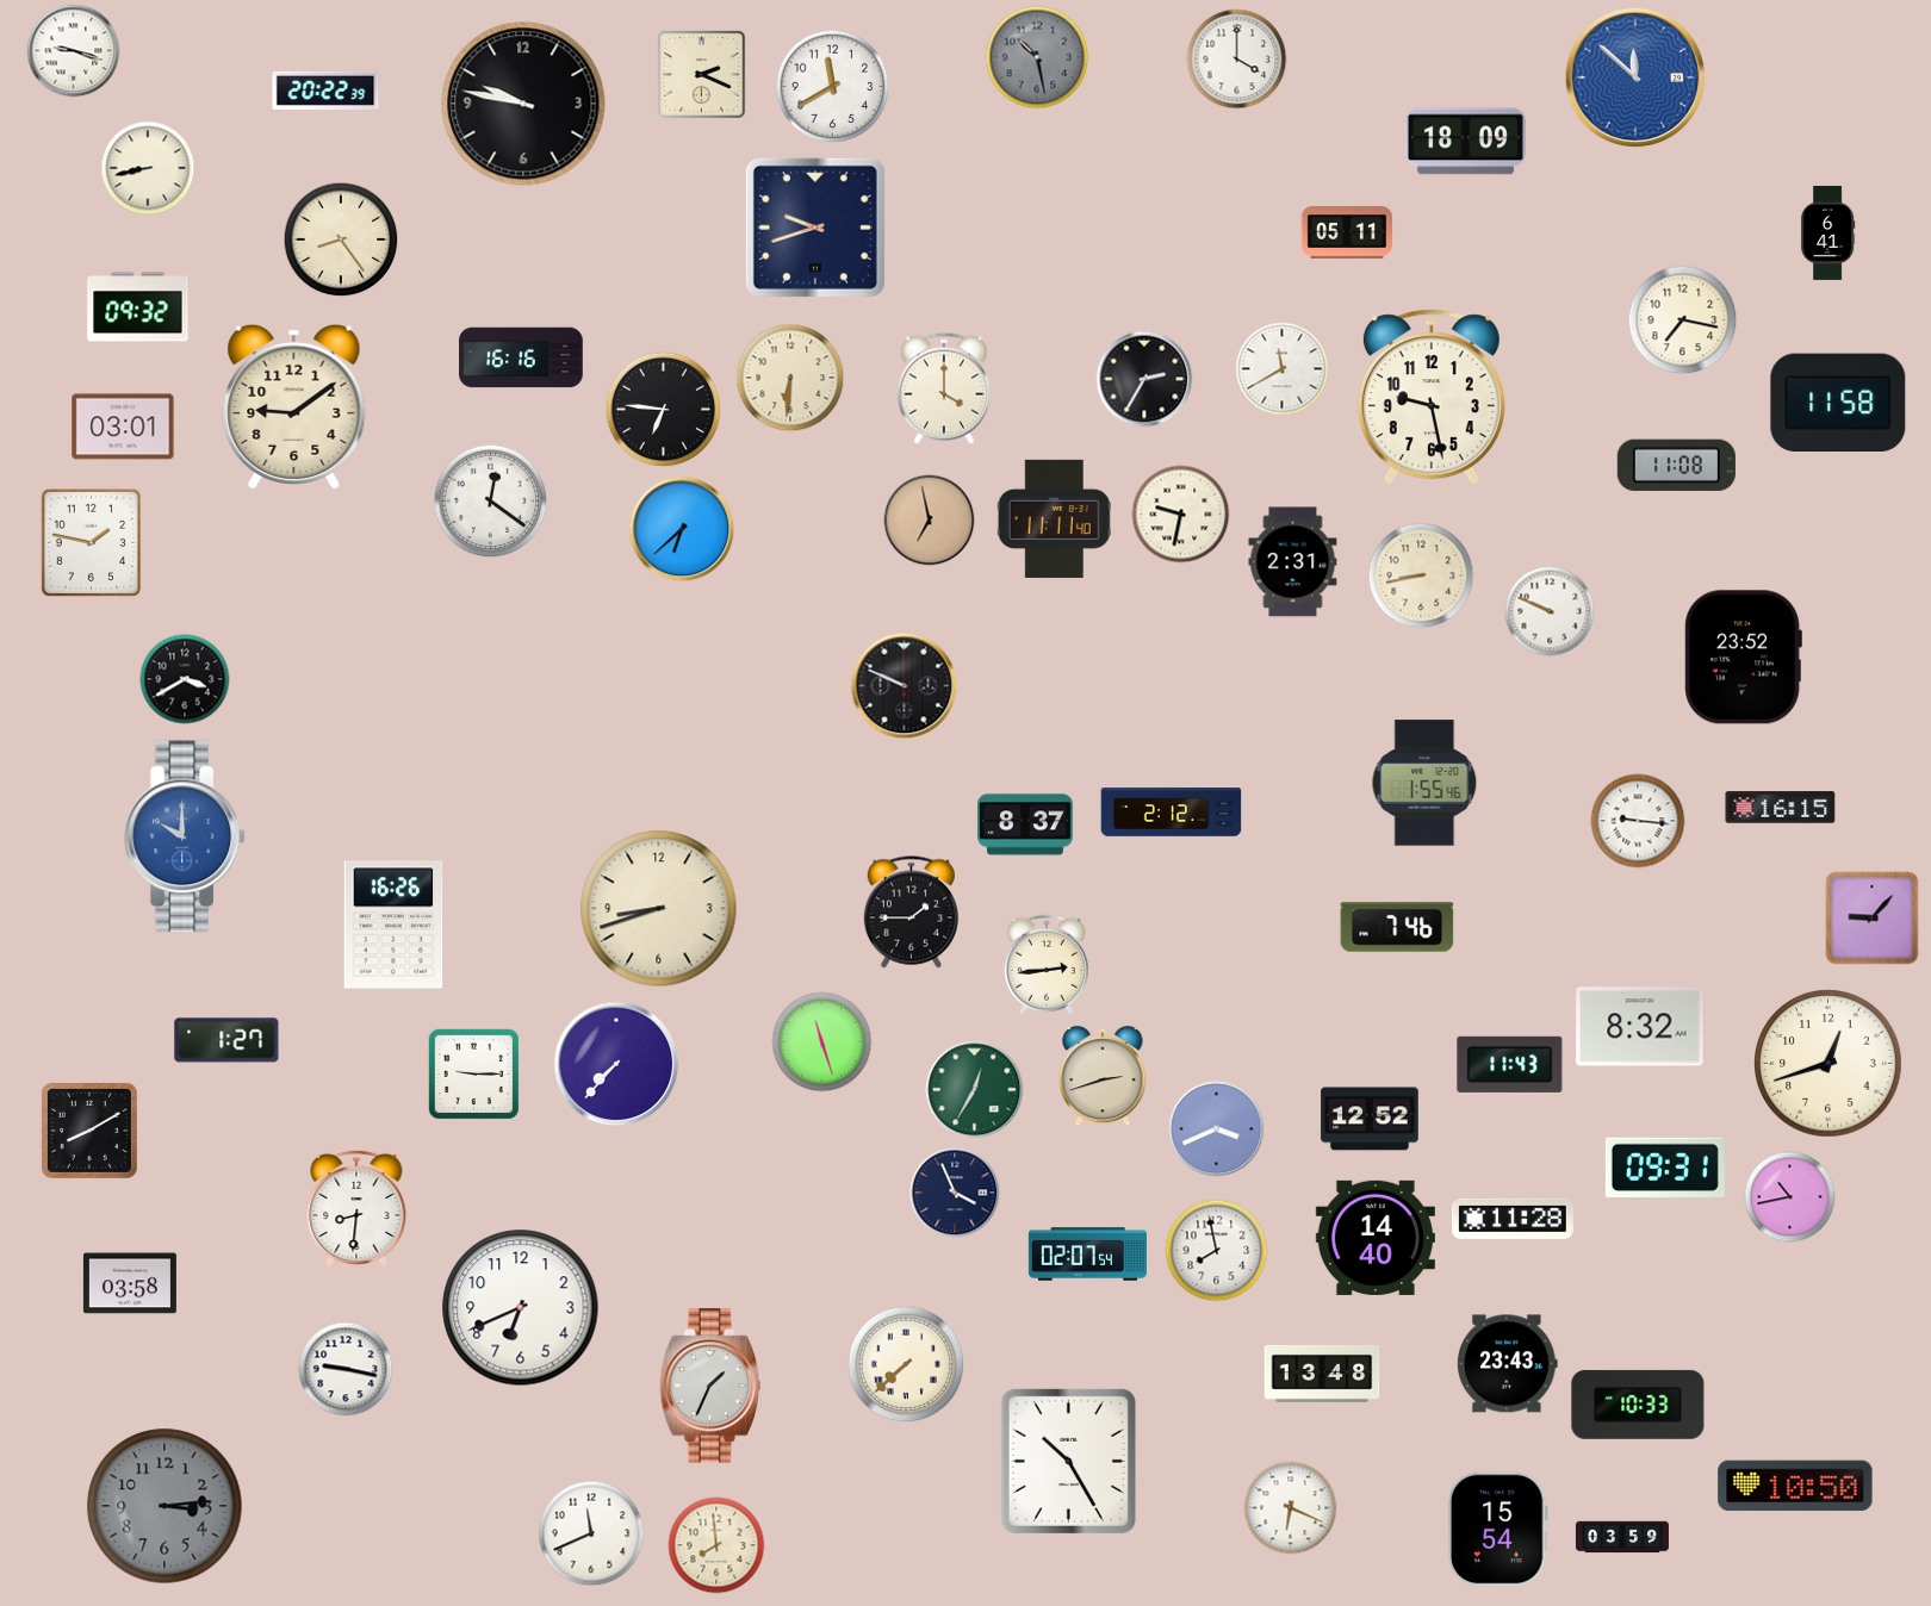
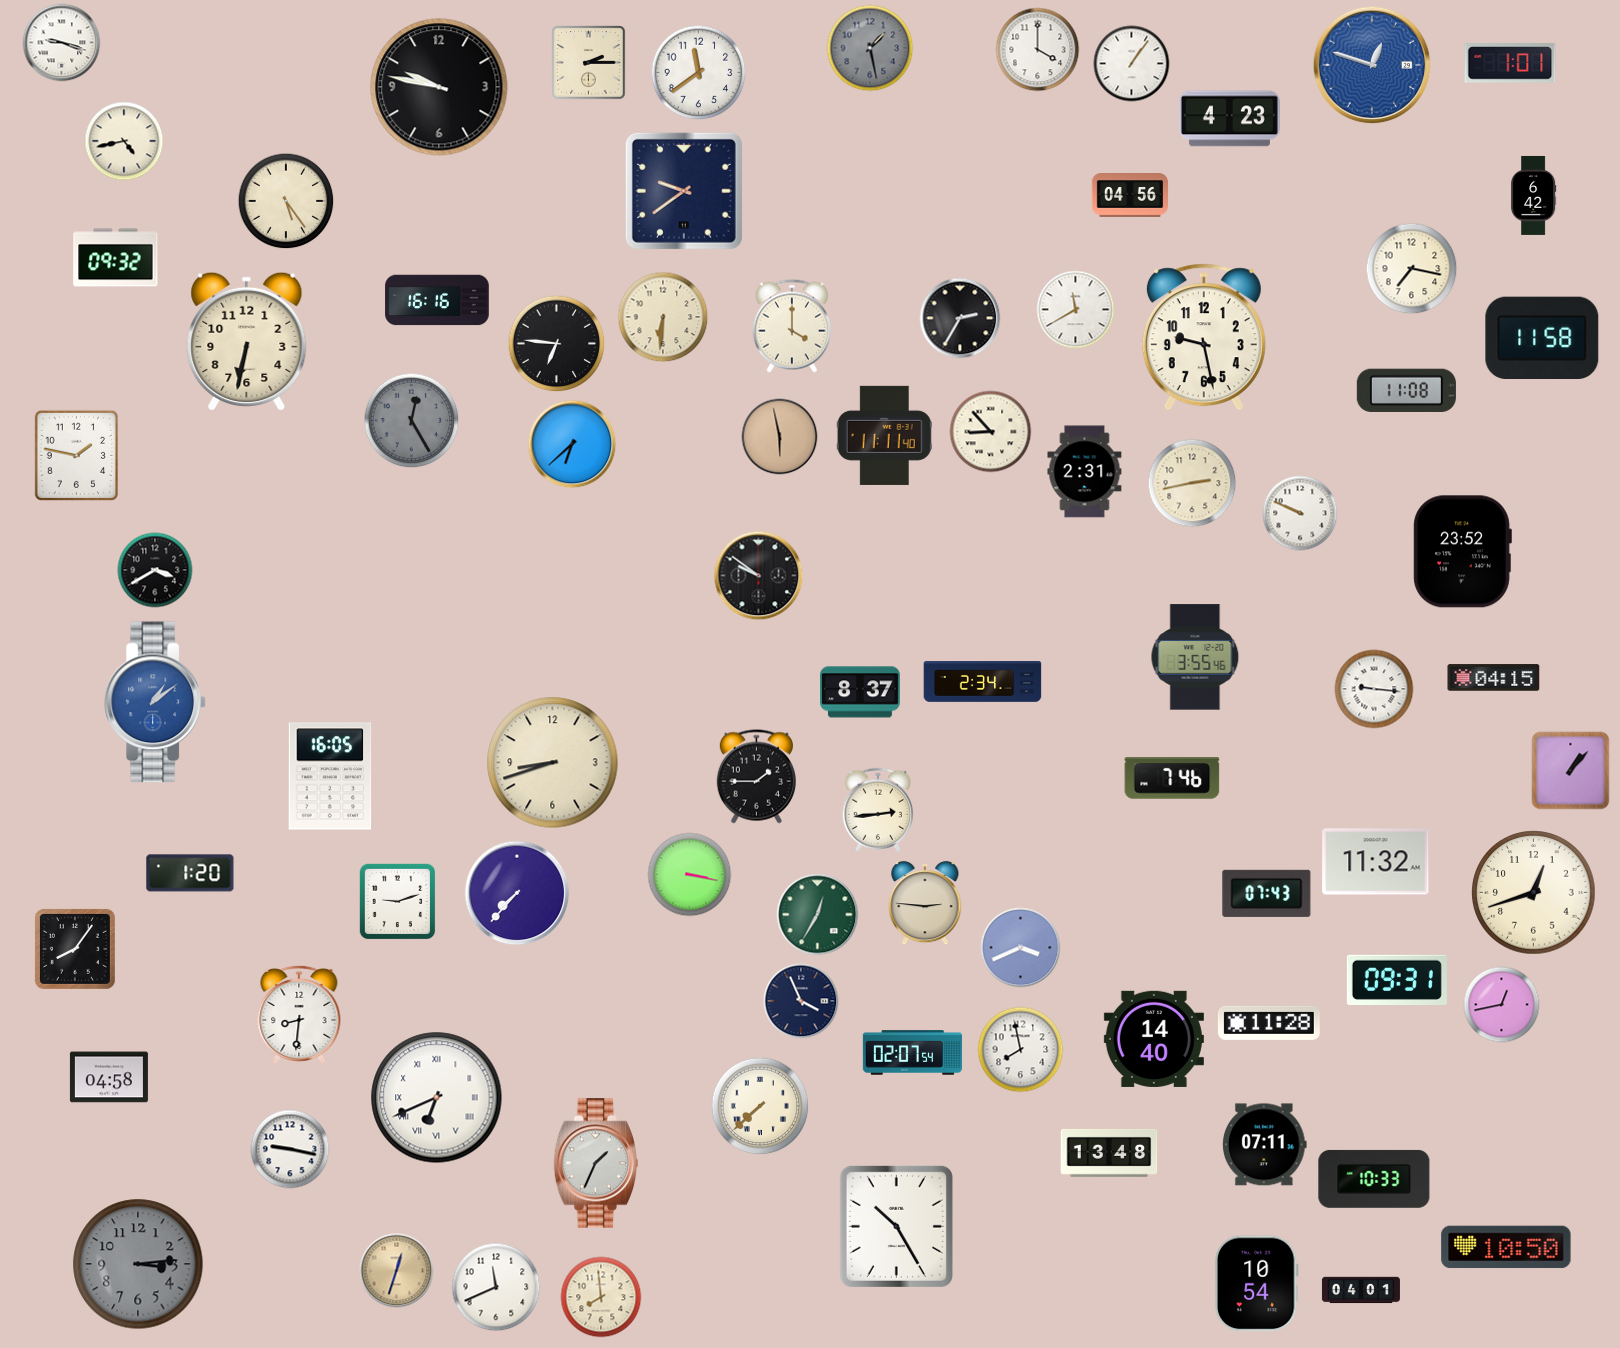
clock at (1037, 57): 10:28 -> 1:28
clock at (702, 75): 2:19 -> 2:15
clock at (1132, 64): none -> 1:06
clock at (1510, 64): none -> 1:01
clock at (1635, 77): 11:52 -> 12:48
clock at (833, 87): 11:40 -> 11:39
clock at (325, 91): 20:22 -> none
clock at (1465, 142): 18:09 -> 4:23
clock at (148, 168): 8:43 -> 4:43
clock at (815, 228): 9:42 -> 9:39
clock at (1828, 232): 6:41 -> 6:42
clock at (1347, 234): 05:11 -> 04:56
clock at (341, 239): 8:24 -> 5:24
clock at (1432, 397) position: (1432, 397) -> (1204, 337)
clock at (294, 406): 9:09 -> 6:32
clock at (123, 427): 03:01 -> none
clock at (491, 502): 12:21 -> 12:25
clock at (491, 502) dial: white -> grey
clock at (1181, 515): 9:32 -> 8:53
clock at (930, 521): 6:58 -> 5:58
clock at (1421, 575): 8:43 -> 2:43
clock at (905, 686): 9:49 -> 9:51
clock at (1424, 783): 1:55 -> 3:55
clock at (1781, 808): 16:15 -> 04:15
clock at (1172, 813): 2:12 -> 2:34
clock at (185, 836): 10:00 -> 1:09
clock at (911, 913) position: (911, 913) -> (756, 777)
clock at (1873, 919): 9:07 -> 1:07
clock at (393, 925): 16:26 -> 16:05
clock at (1640, 1027): 8:32 -> 11:32
clock at (226, 1040): 1:27 -> 1:20
clock at (822, 1042): 11:27 -> 3:17
clock at (1510, 1064): 11:43 -> 07:43
clock at (474, 1075): 9:15 -> 9:12
clock at (1103, 1076): 2:42 -> 2:46
clock at (1370, 1119): 12:52 -> none
clock at (89, 1131): 8:10 -> 8:06
clock at (1790, 1197): 10:43 -> 12:43
clock at (130, 1283): 03:58 -> 04:58
clock at (521, 1308) numerals: Arabic -> Roman
clock at (906, 1364) position: (906, 1364) -> (760, 1106)
clock at (1508, 1364): 23:43 -> 07:11
clock at (1291, 1508): 6:19 -> none
clock at (397, 1271): none -> 12:33
clock at (1497, 1530): 15:54 -> 10:54
clock at (1622, 1537): 03:59 -> 04:01
